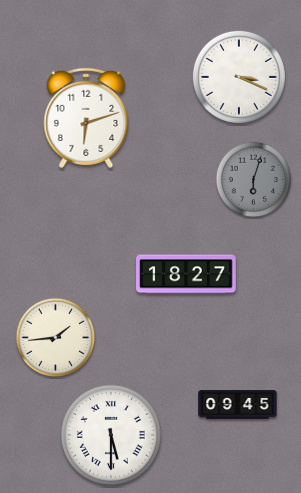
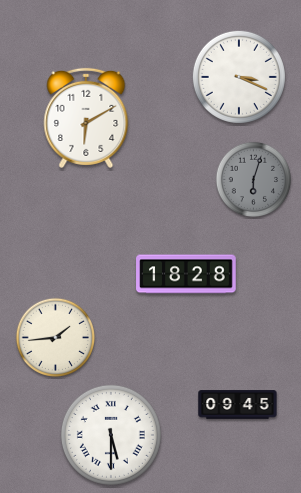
clock at (86, 118): 6:12 -> 6:10
clock at (186, 274): 18:27 -> 18:28
